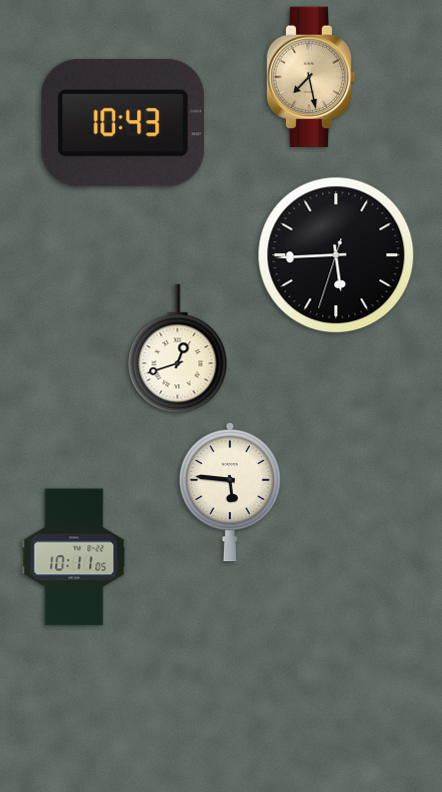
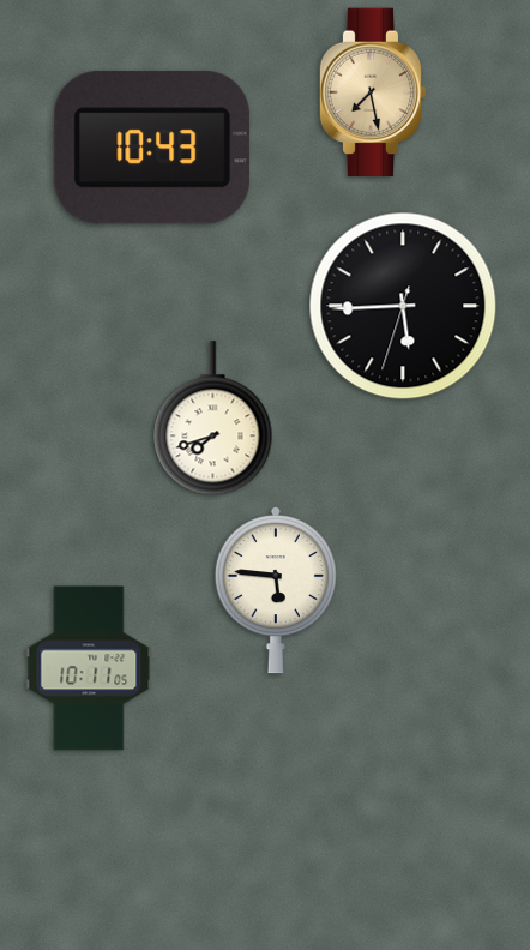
clock at (123, 123) position: (123, 123) -> (152, 148)
clock at (178, 349): 12:42 -> 7:42
